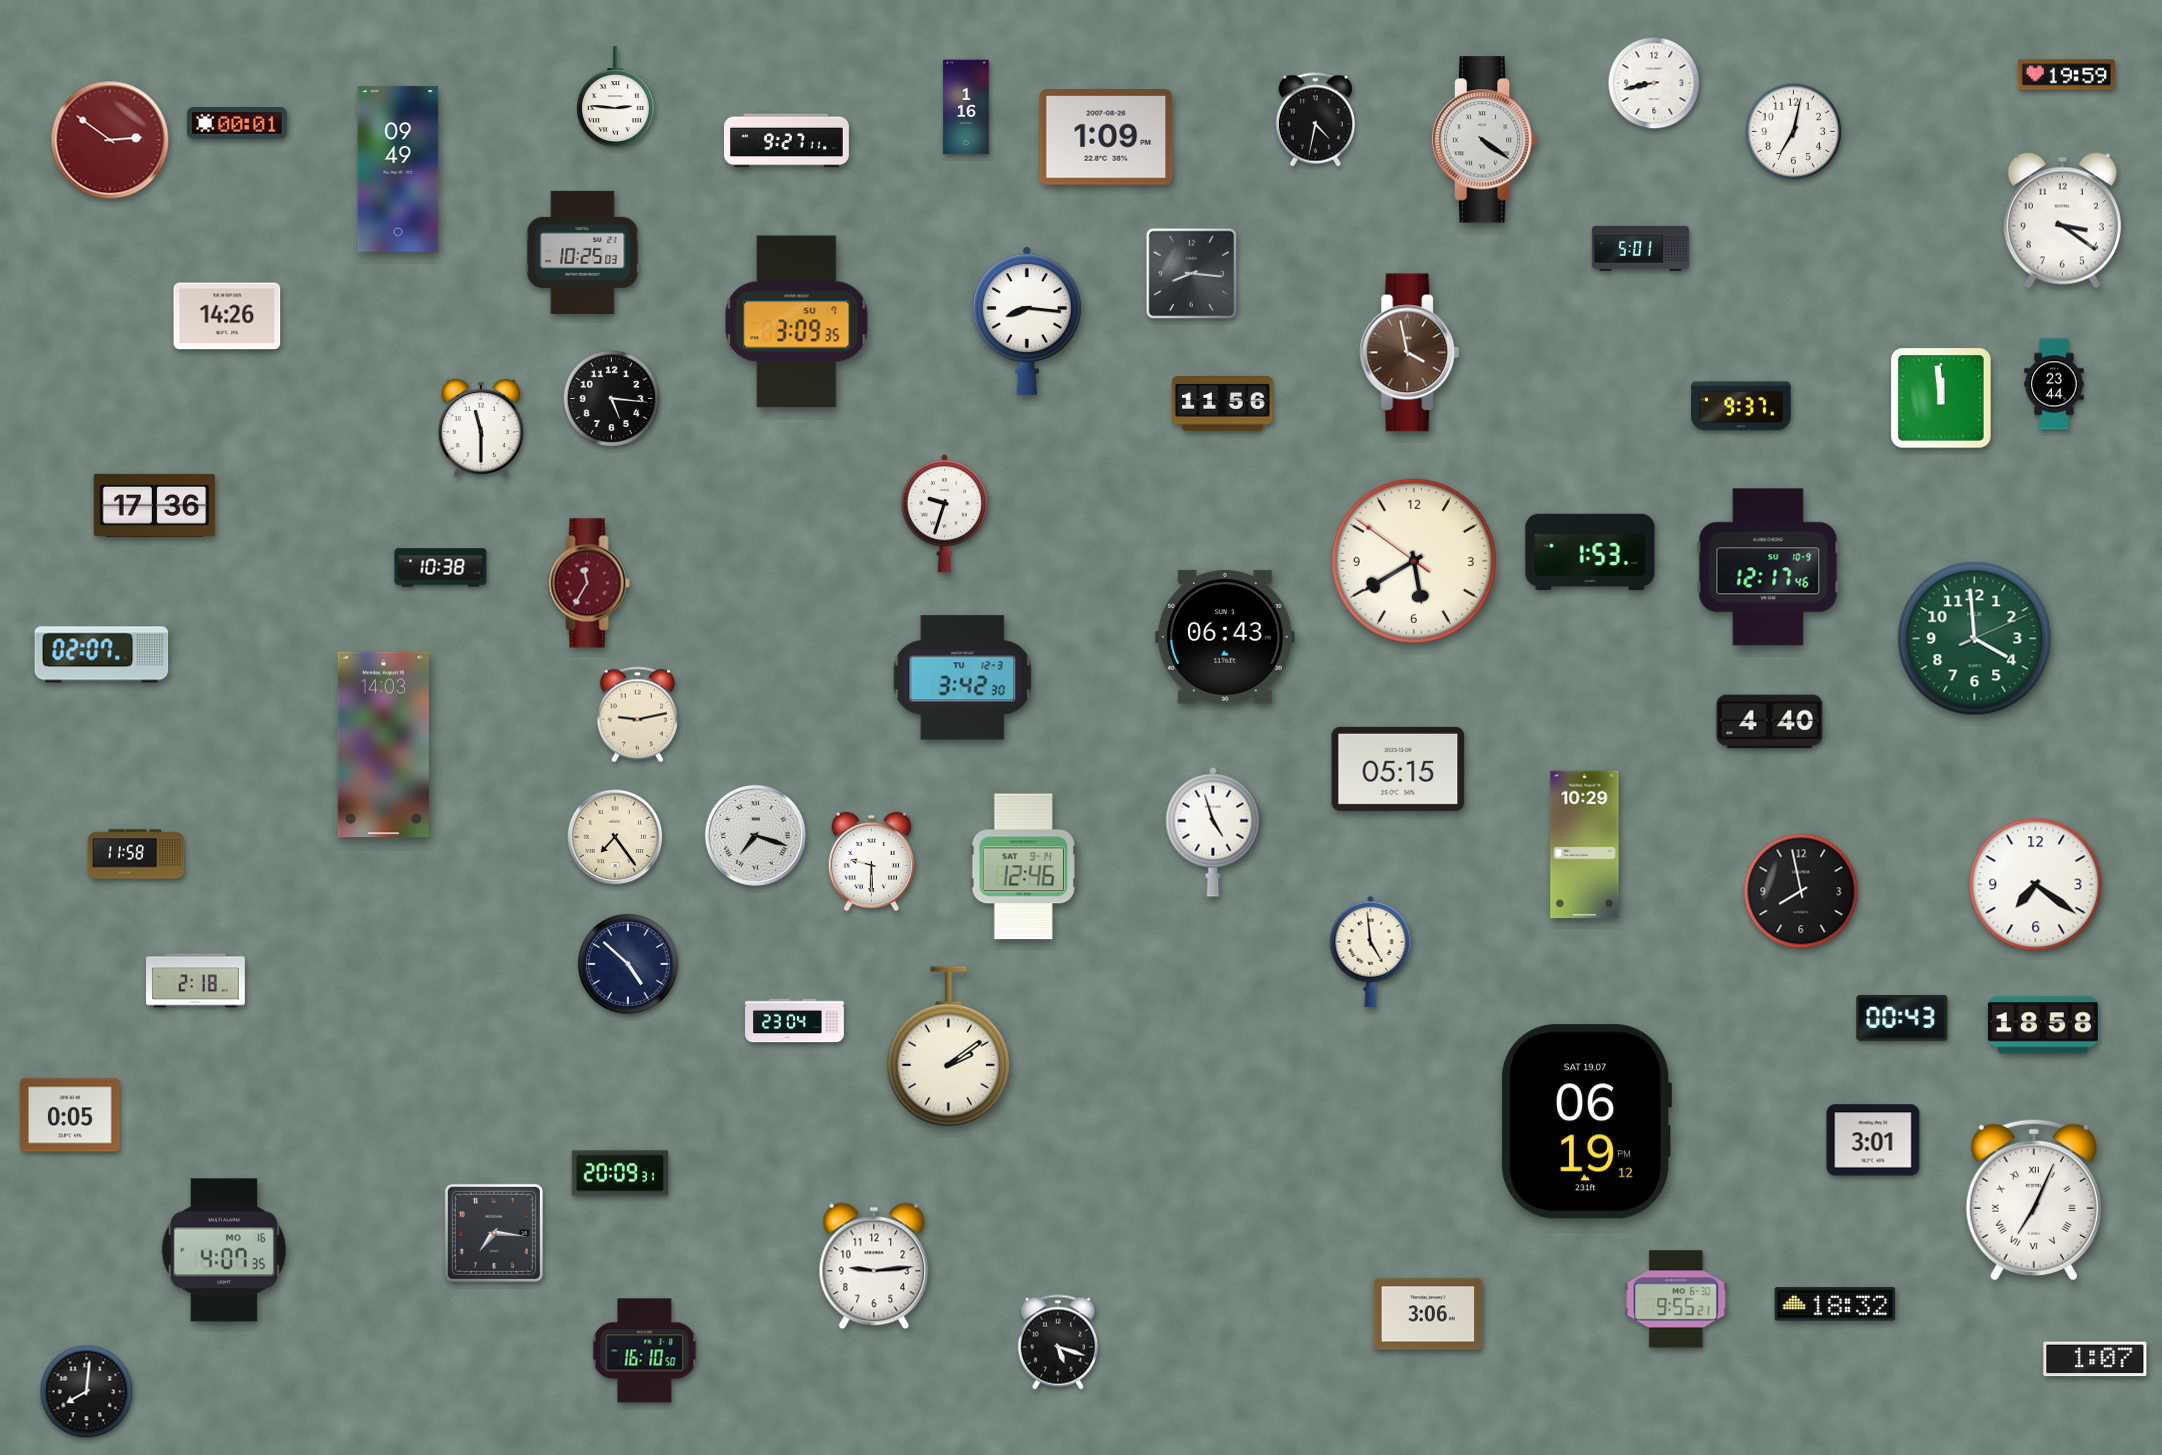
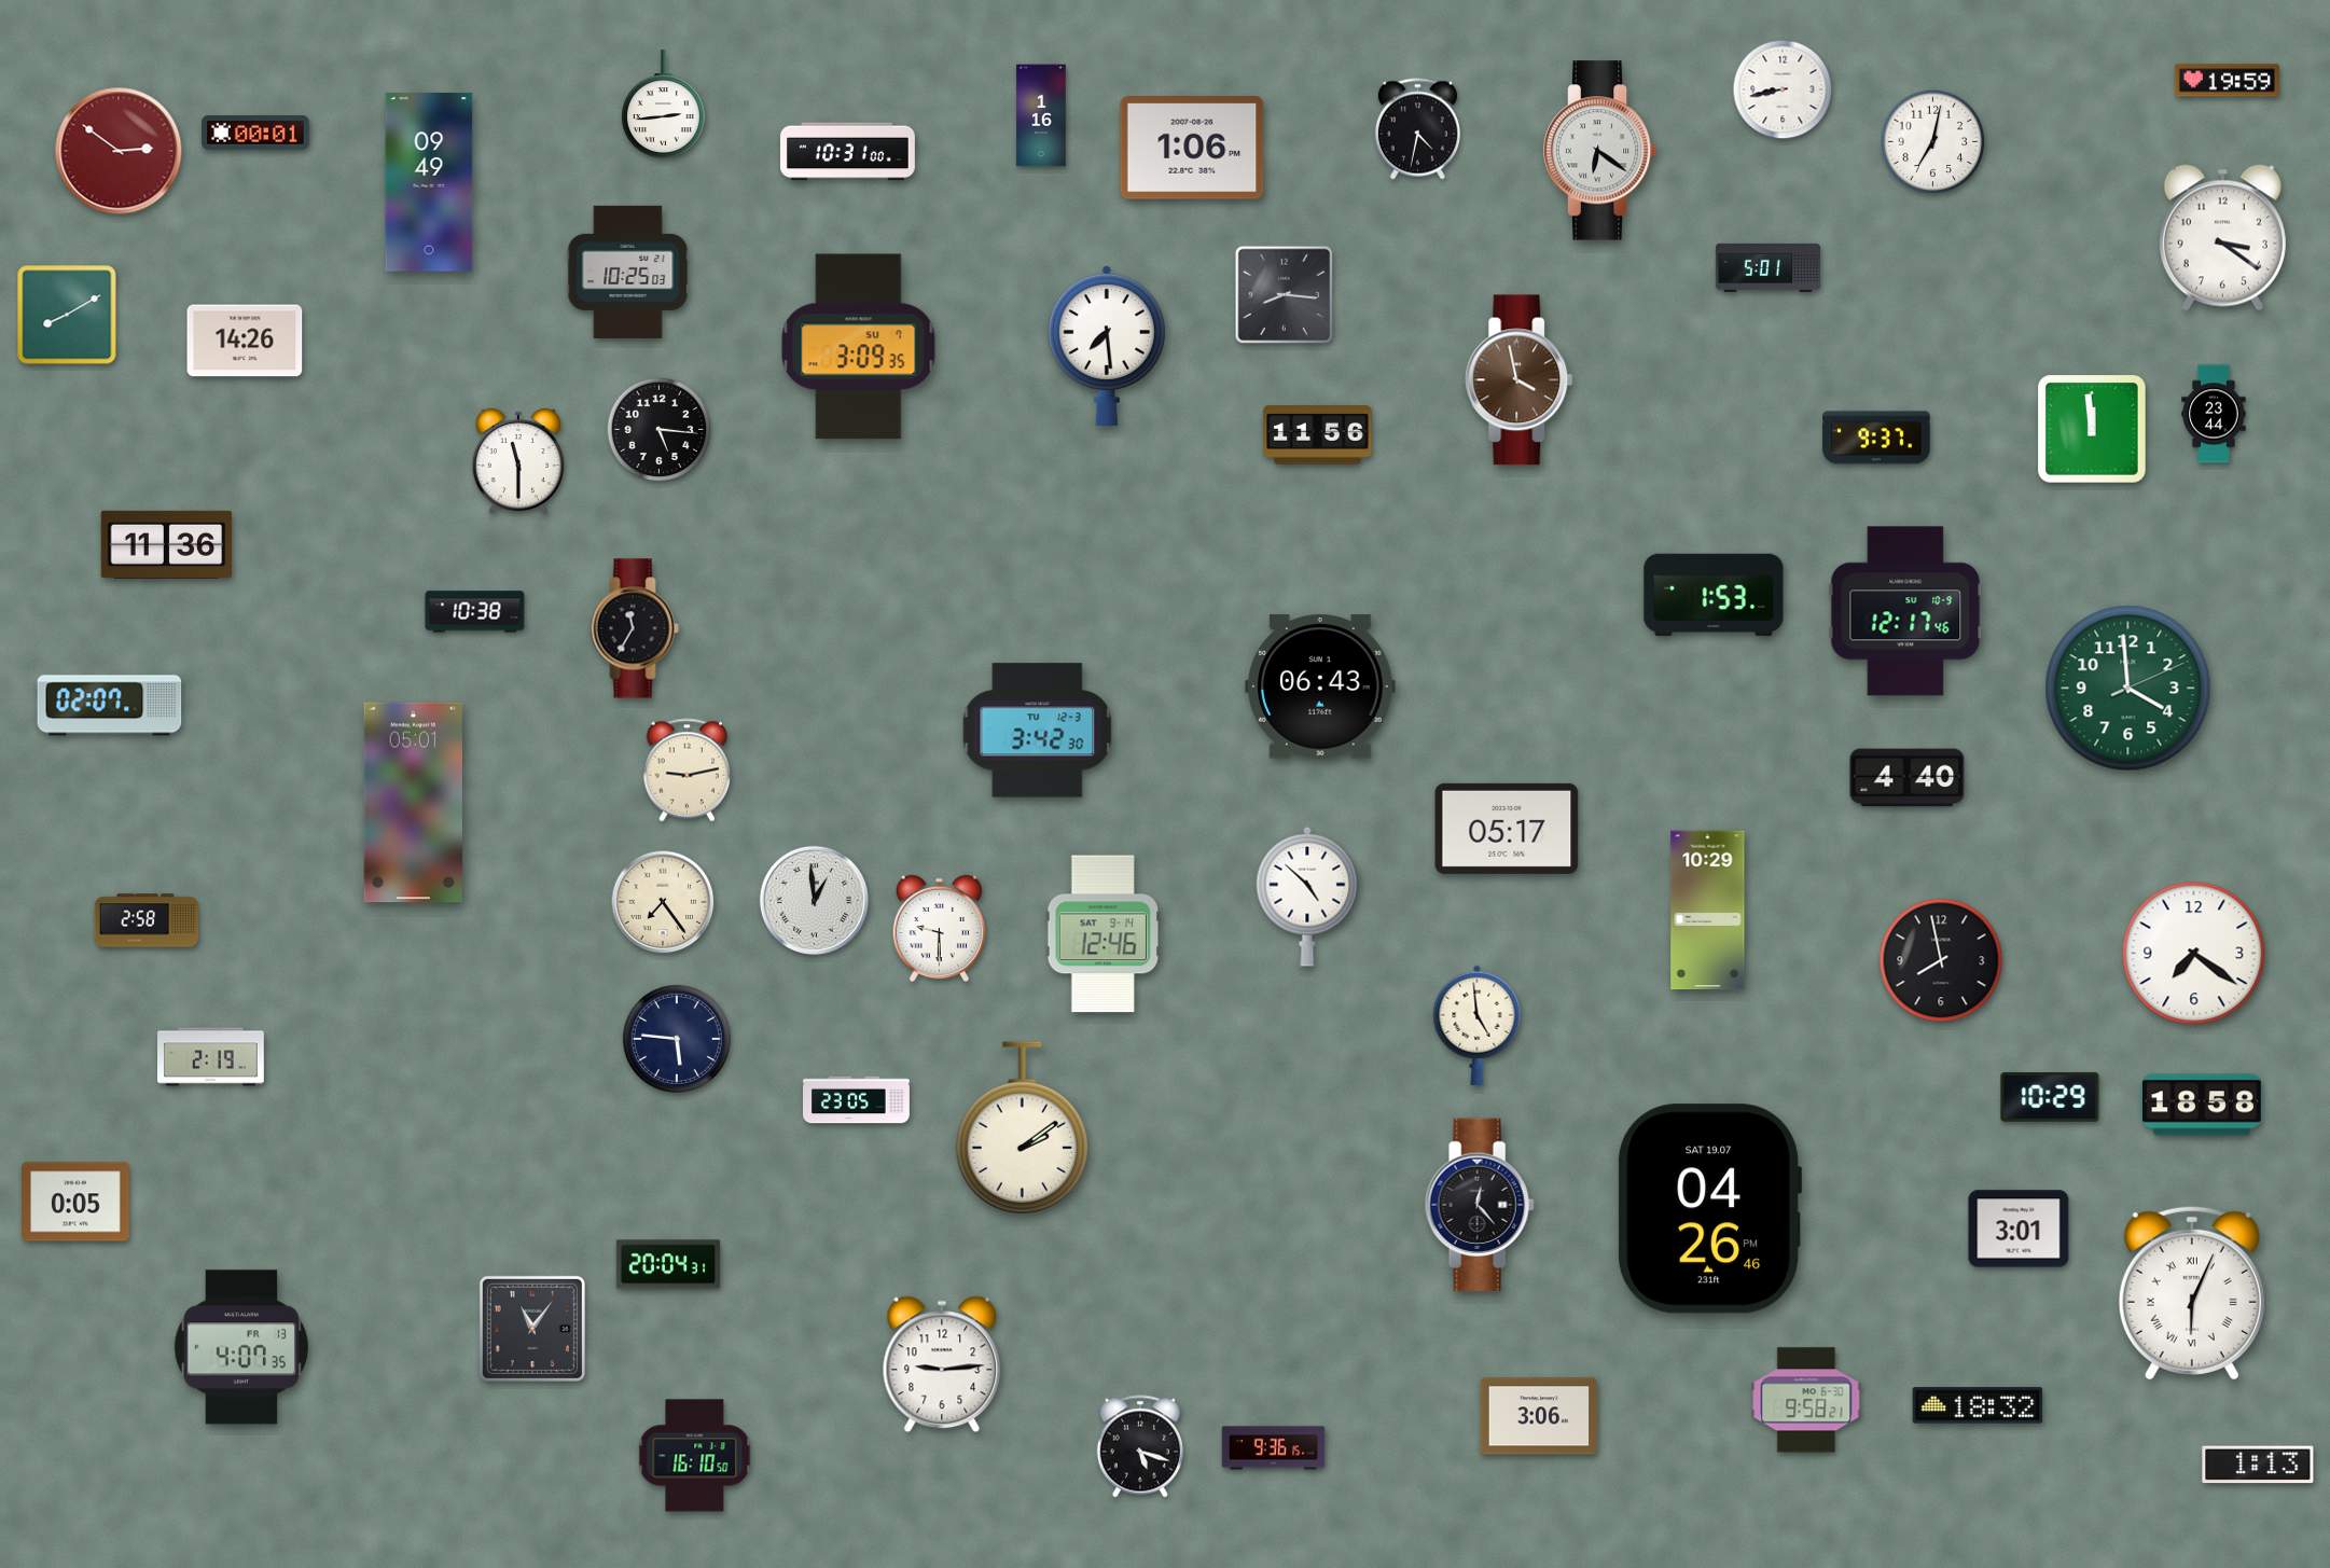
clock at (615, 97): 2:46 -> 2:44
clock at (1106, 137): 1:09 -> 1:06
clock at (1485, 140): 4:21 -> 6:21
clock at (787, 141): 9:27 -> 10:31
clock at (67, 315): none -> 8:10
clock at (1027, 320): 8:16 -> 7:29
clock at (155, 505): 17:36 -> 11:36
clock at (944, 514): 9:33 -> none
clock at (1414, 561): 5:39 -> none
clock at (589, 583) dial: burgundy -> black
clock at (383, 745): 14:03 -> 05:01
clock at (1398, 769): 05:15 -> 05:17
clock at (1213, 832): 4:57 -> 4:52
clock at (755, 835): 7:18 -> 12:59
clock at (136, 854): 11:58 -> 2:58
clock at (628, 964): 4:52 -> 5:46
clock at (196, 981): 2:18 -> 2:19
clock at (1902, 1018): 00:43 -> 10:29
clock at (795, 1021): 23:04 -> 23:05
clock at (1480, 1205): none -> 12:23
clock at (1586, 1122): 06:19 -> 04:26
clock at (620, 1173): 20:09 -> 20:04
clock at (2034, 1200): 7:04 -> 6:04
clock at (494, 1233): 7:16 -> 11:06
clock at (223, 1250) date: MO 16 -> FR 13
clock at (1676, 1299): 9:55 -> 9:58
clock at (1274, 1448): none -> 9:36
clock at (2095, 1359): 1:07 -> 1:13
clock at (87, 1392): 8:01 -> none
